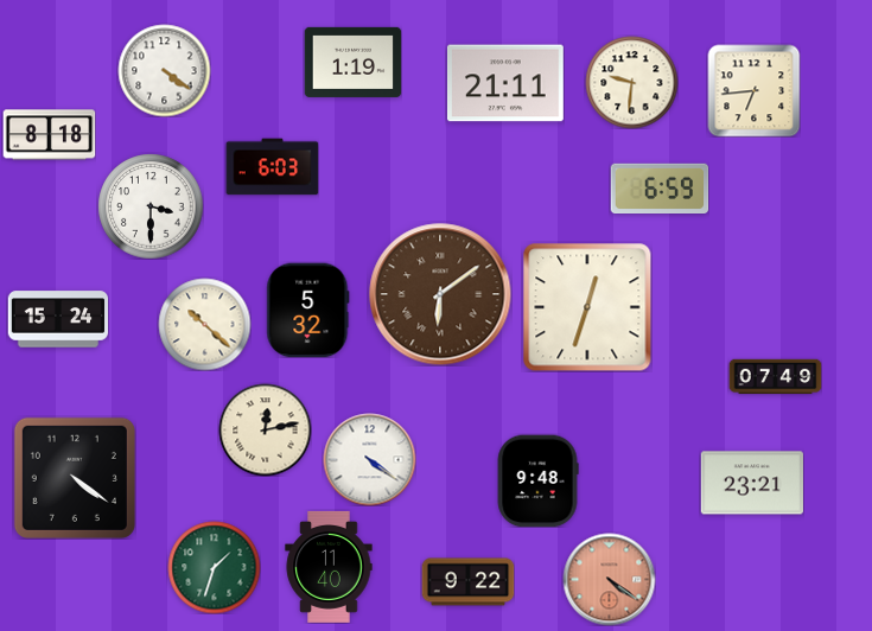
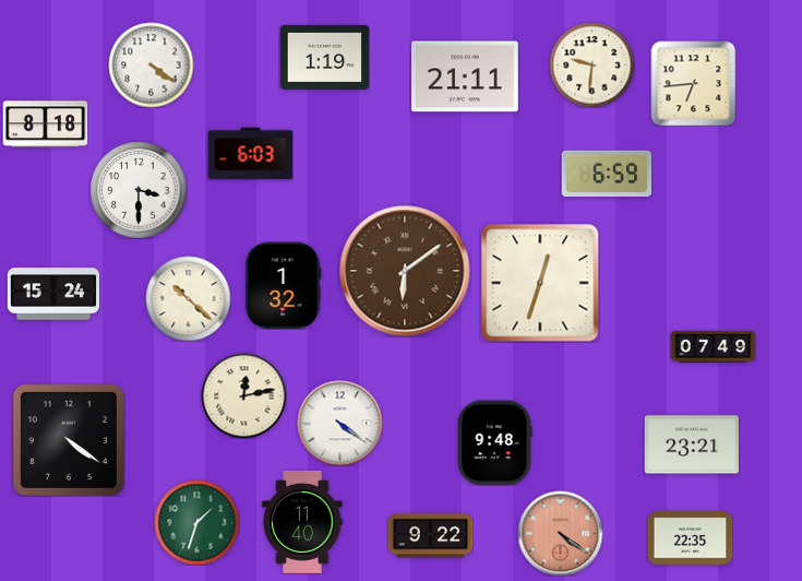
clock at (631, 82) position: (631, 82) -> (591, 64)
clock at (308, 310): 5:32 -> 1:32
clock at (690, 538): none -> 22:35
